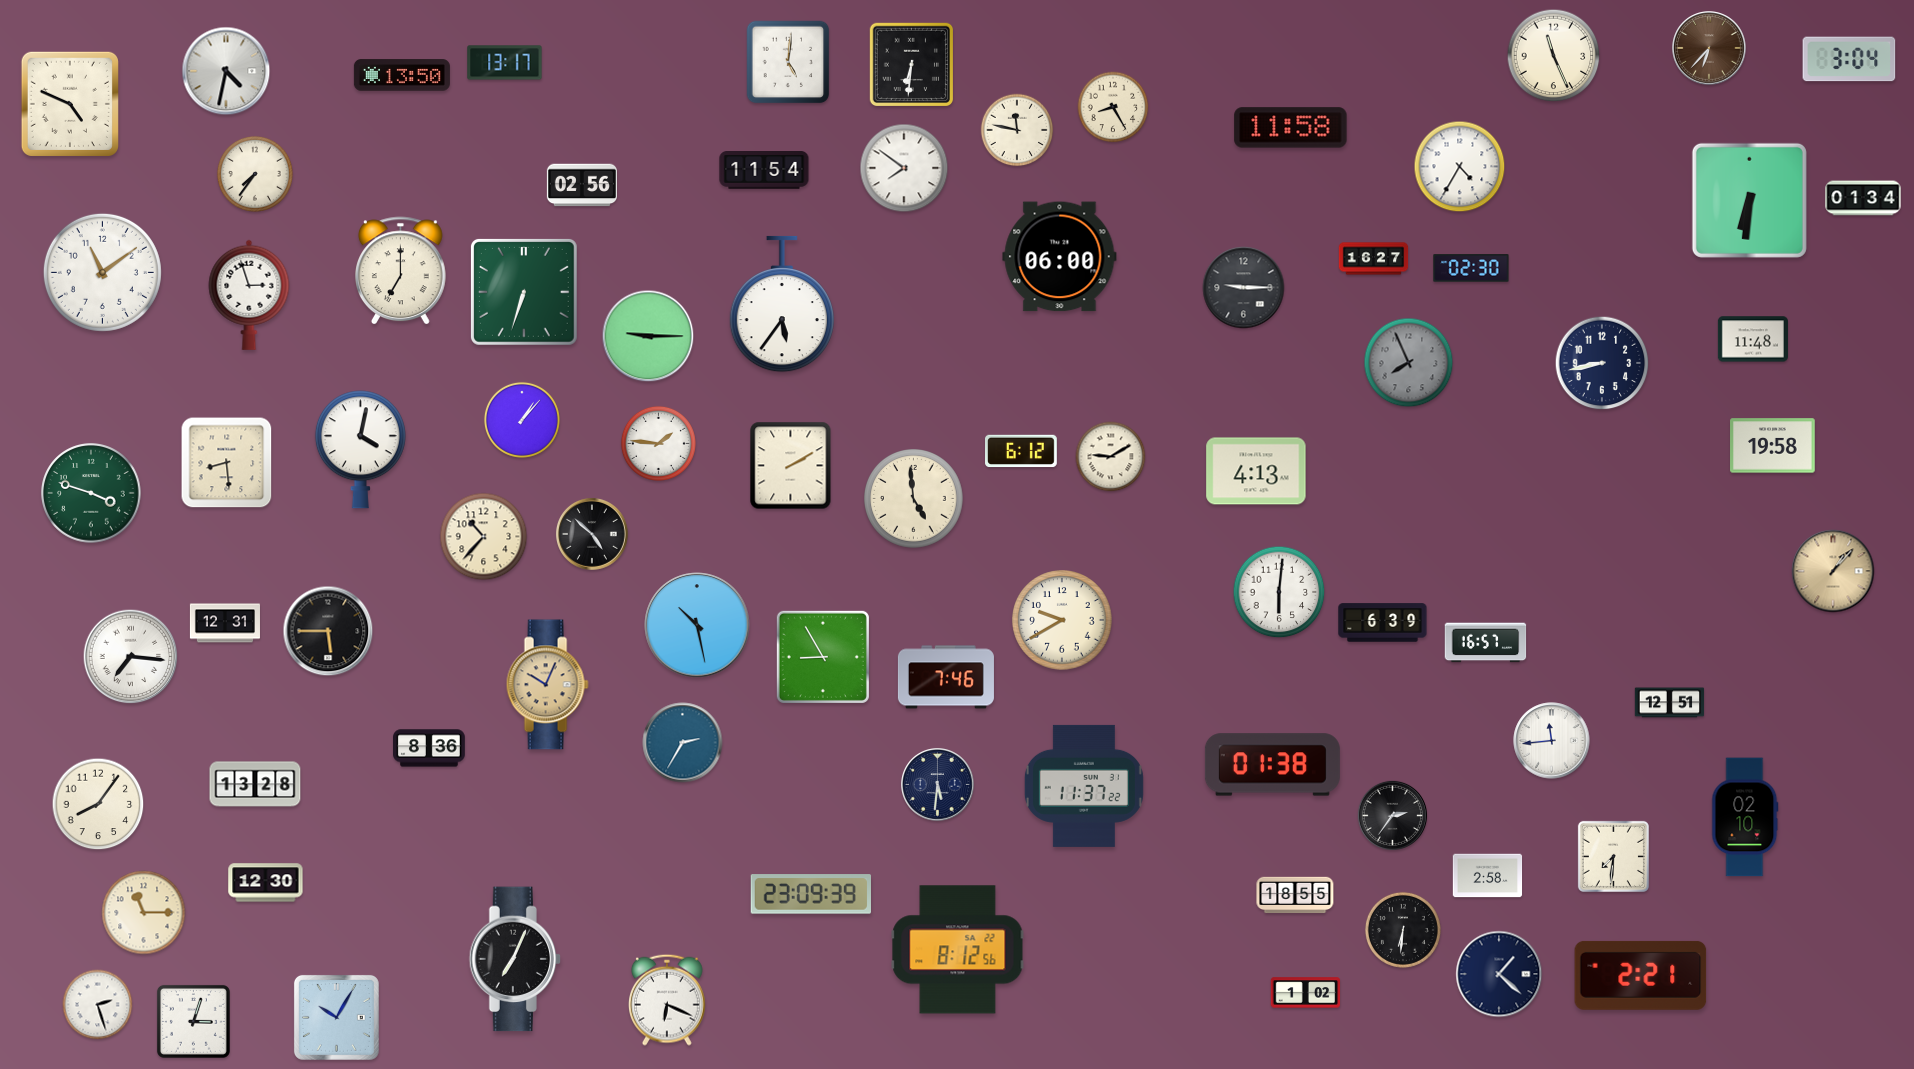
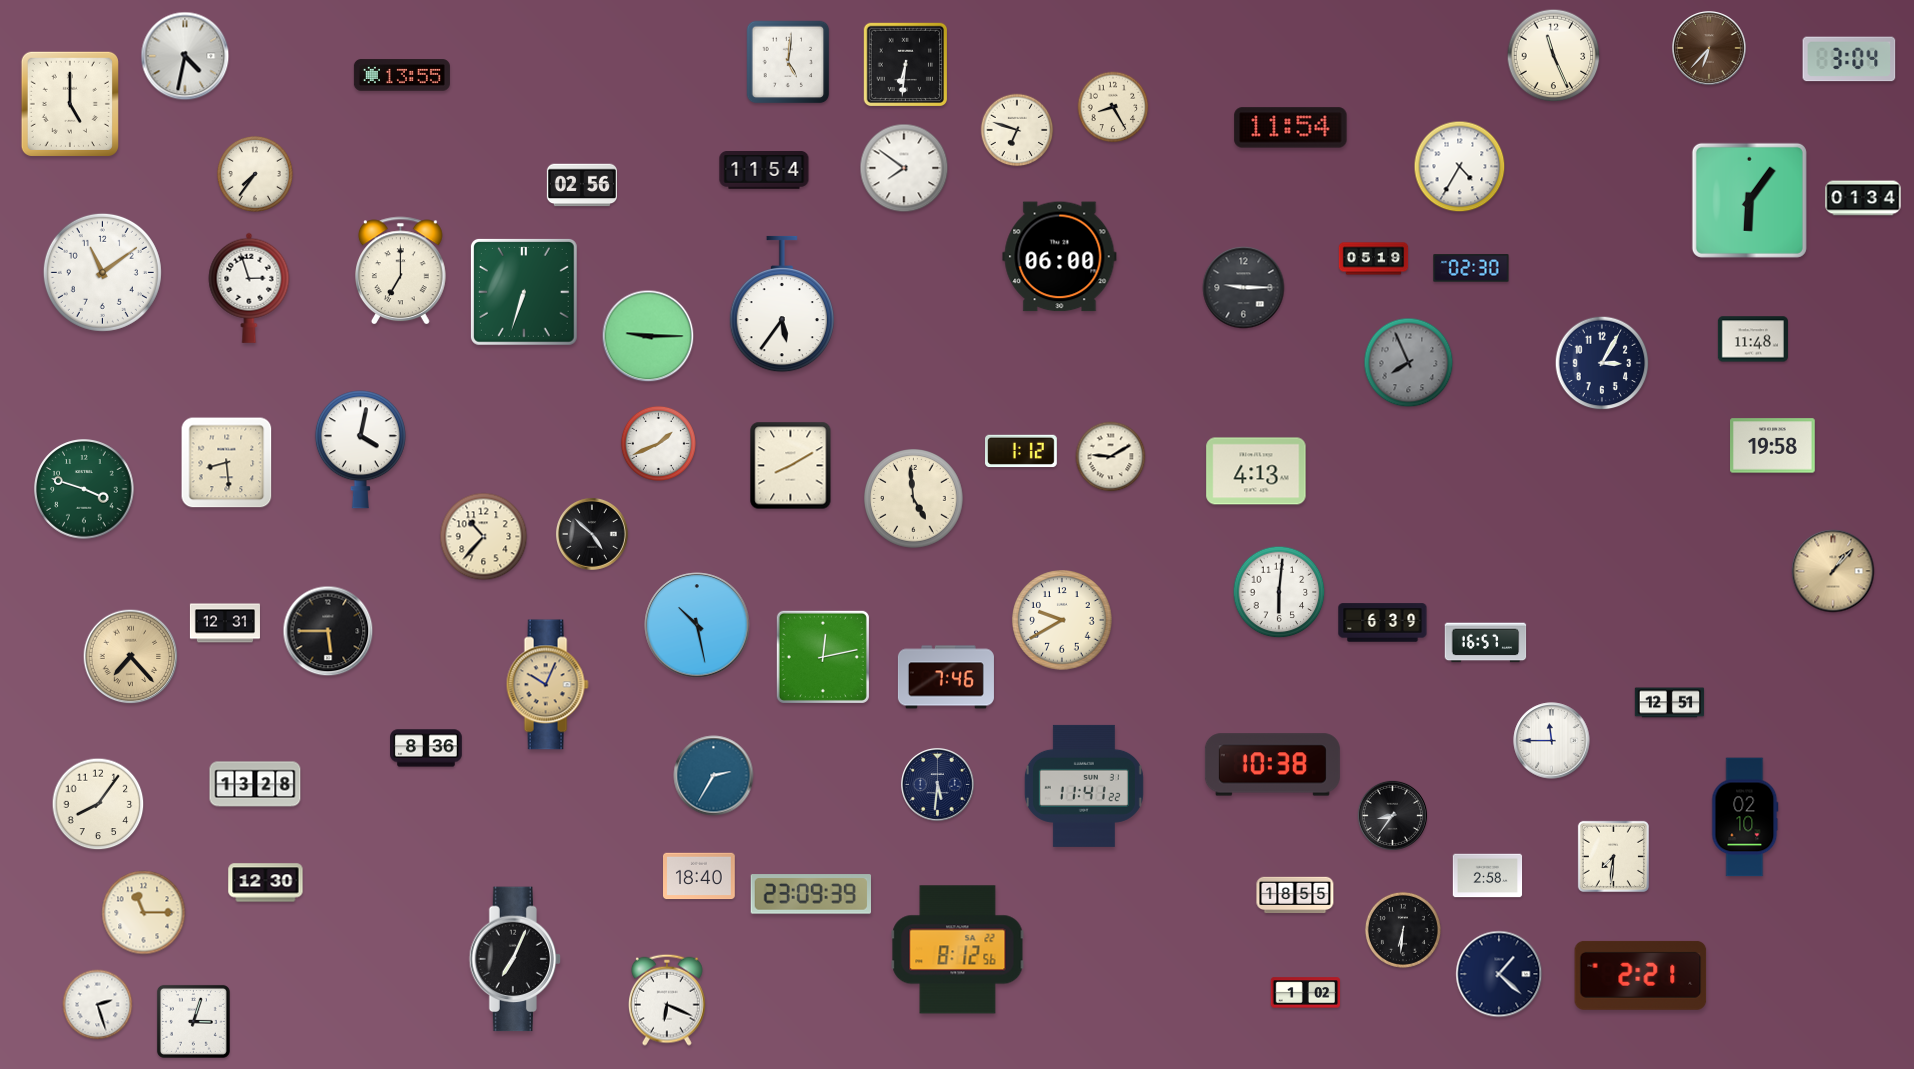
clock at (505, 63): 13:17 -> none
clock at (911, 64) position: (911, 64) -> (905, 64)
clock at (226, 71) position: (226, 71) -> (185, 56)
clock at (402, 75): 13:50 -> 13:55
clock at (70, 104): 4:49 -> 5:00
clock at (1291, 128): 11:58 -> 11:54
clock at (1017, 130): 11:47 -> 6:48
clock at (1749, 200): 6:31 -> 6:06
clock at (1374, 259): 16:27 -> 05:19
clock at (249, 295) position: (249, 295) -> (249, 288)
clock at (1602, 363): 8:43 -> 3:05
clock at (522, 420): 1:07 -> none
clock at (658, 443): 1:46 -> 1:41
clock at (1022, 451): 6:12 -> 1:12
clock at (791, 466): 2:10 -> 8:10
clock at (91, 493) position: (91, 493) -> (84, 489)
clock at (131, 657): 7:16 -> 7:23
clock at (131, 657) dial: white -> champagne
clock at (823, 657): 8:55 -> 12:13
clock at (1552, 741): 11:44 -> 11:45
clock at (683, 743) position: (683, 743) -> (714, 776)
clock at (430, 748) position: (430, 748) -> (427, 748)
clock at (1272, 765): 01:38 -> 10:38
clock at (1084, 786): 11:37 -> 11:41
clock at (1392, 815): 2:36 -> 8:36
clock at (700, 876): none -> 18:40
clock at (336, 1017): 10:05 -> none
